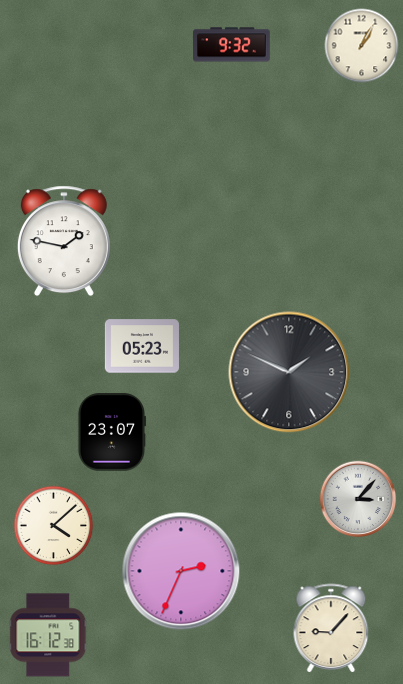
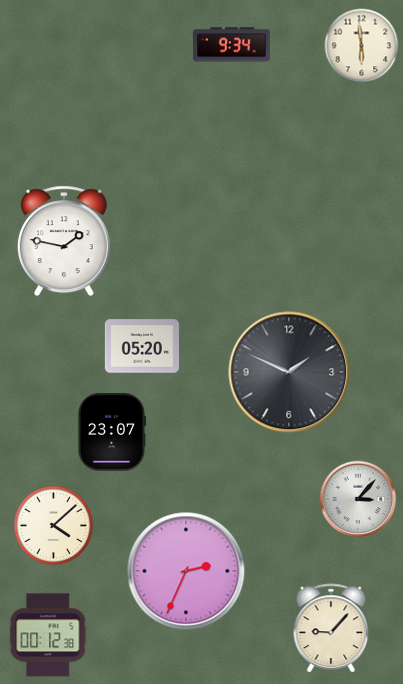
clock at (232, 45): 9:32 -> 9:34
clock at (362, 46): 1:05 -> 5:59
clock at (142, 346): 05:23 -> 05:20
clock at (181, 571) position: (181, 571) -> (186, 571)
clock at (48, 635): 16:12 -> 00:12
